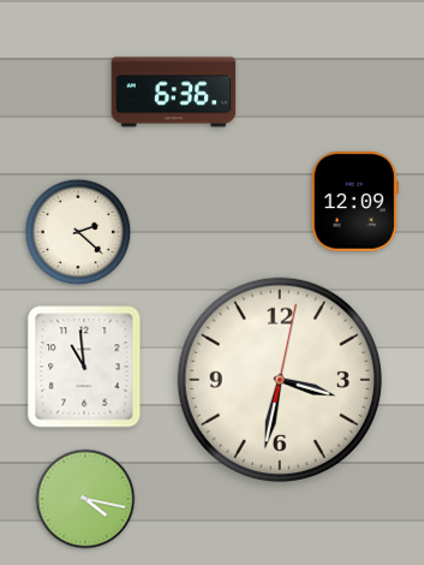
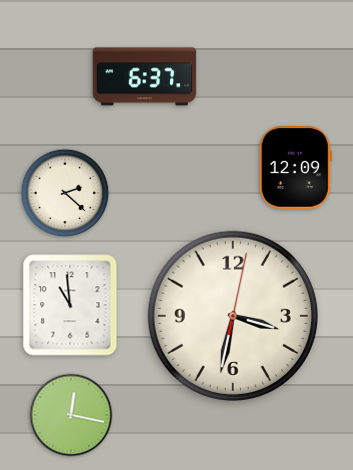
clock at (174, 93): 6:36 -> 6:37
clock at (85, 499): 4:17 -> 12:17
